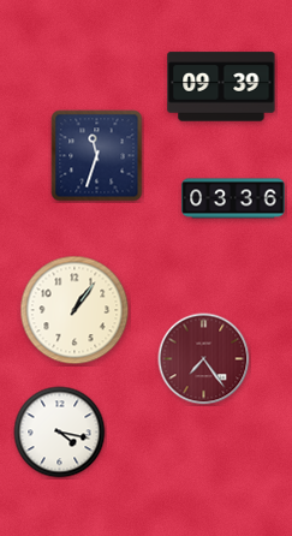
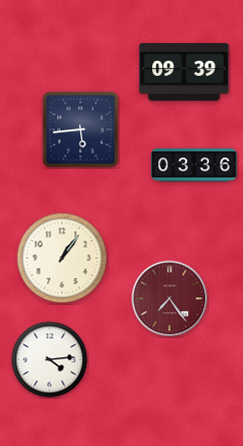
clock at (97, 156): 11:33 -> 5:44
clock at (60, 433): 4:17 -> 4:14
